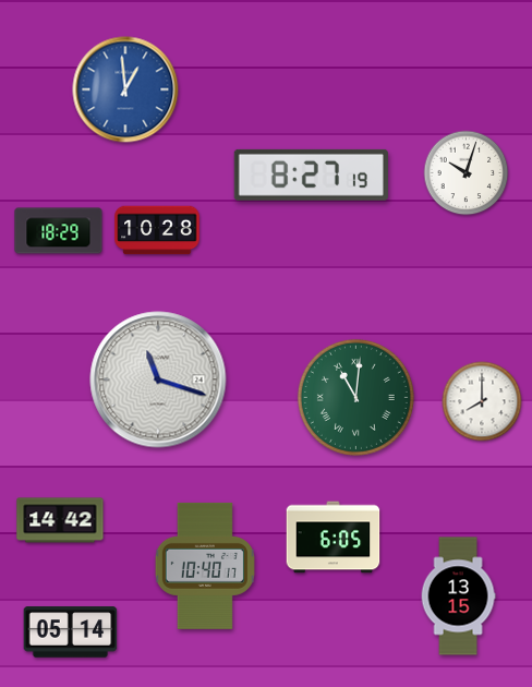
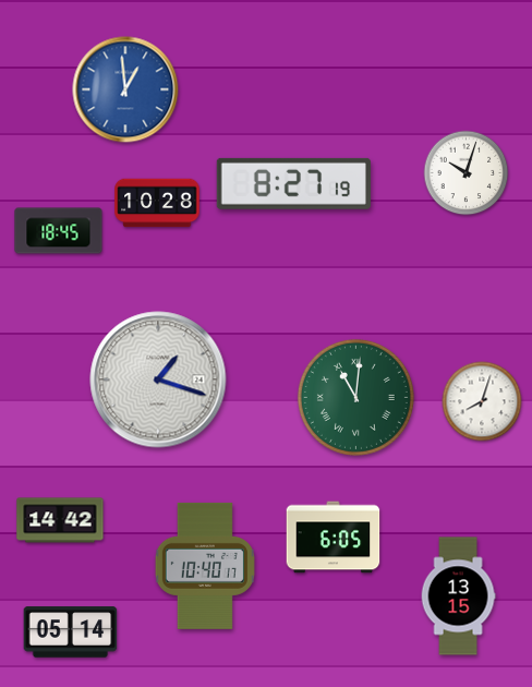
clock at (311, 174) position: (311, 174) -> (293, 183)
clock at (157, 230) position: (157, 230) -> (157, 203)
clock at (59, 231): 18:29 -> 18:45
clock at (158, 379): 11:18 -> 1:18
clock at (482, 401): 8:00 -> 8:03
